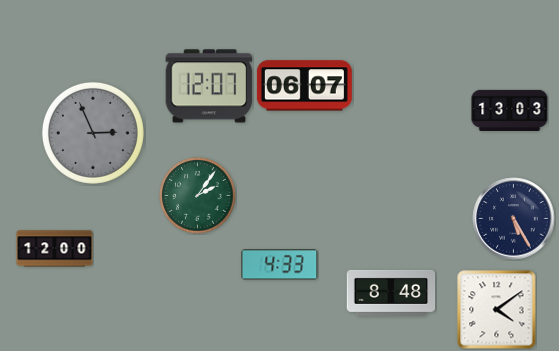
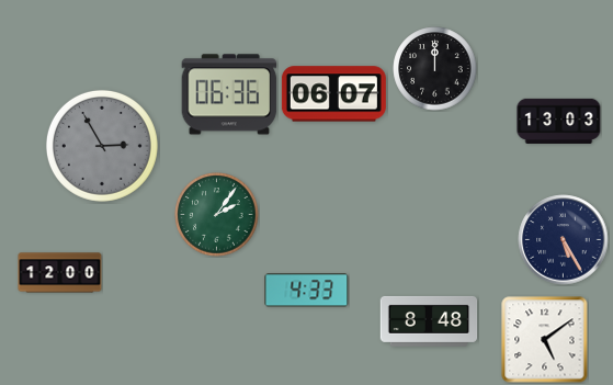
clock at (435, 69): none -> 12:00
clock at (209, 86): 12:07 -> 06:36
clock at (93, 133): 2:56 -> 2:55
clock at (497, 310): 4:09 -> 5:09
